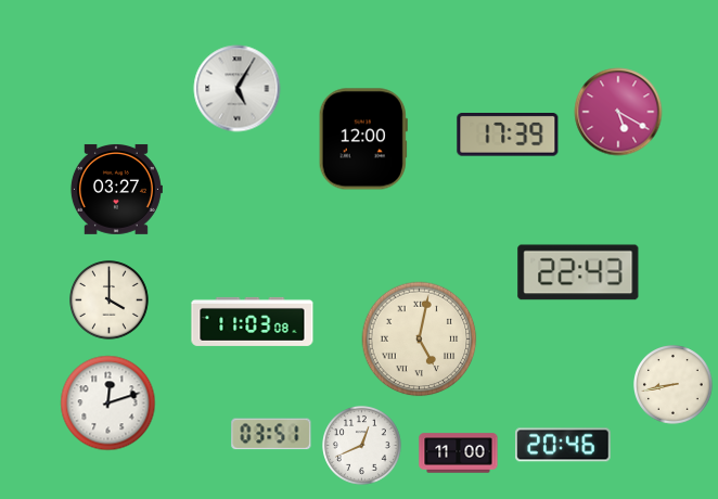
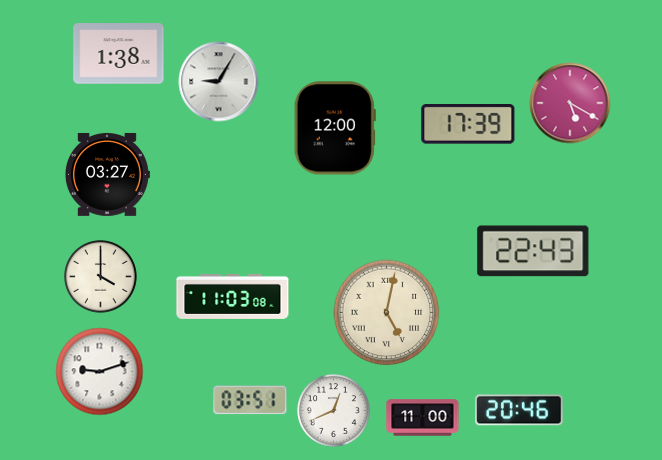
clock at (119, 54): none -> 1:38
clock at (238, 89): 5:05 -> 9:05
clock at (674, 385): 8:43 -> none
clock at (108, 404): 12:12 -> 9:12
